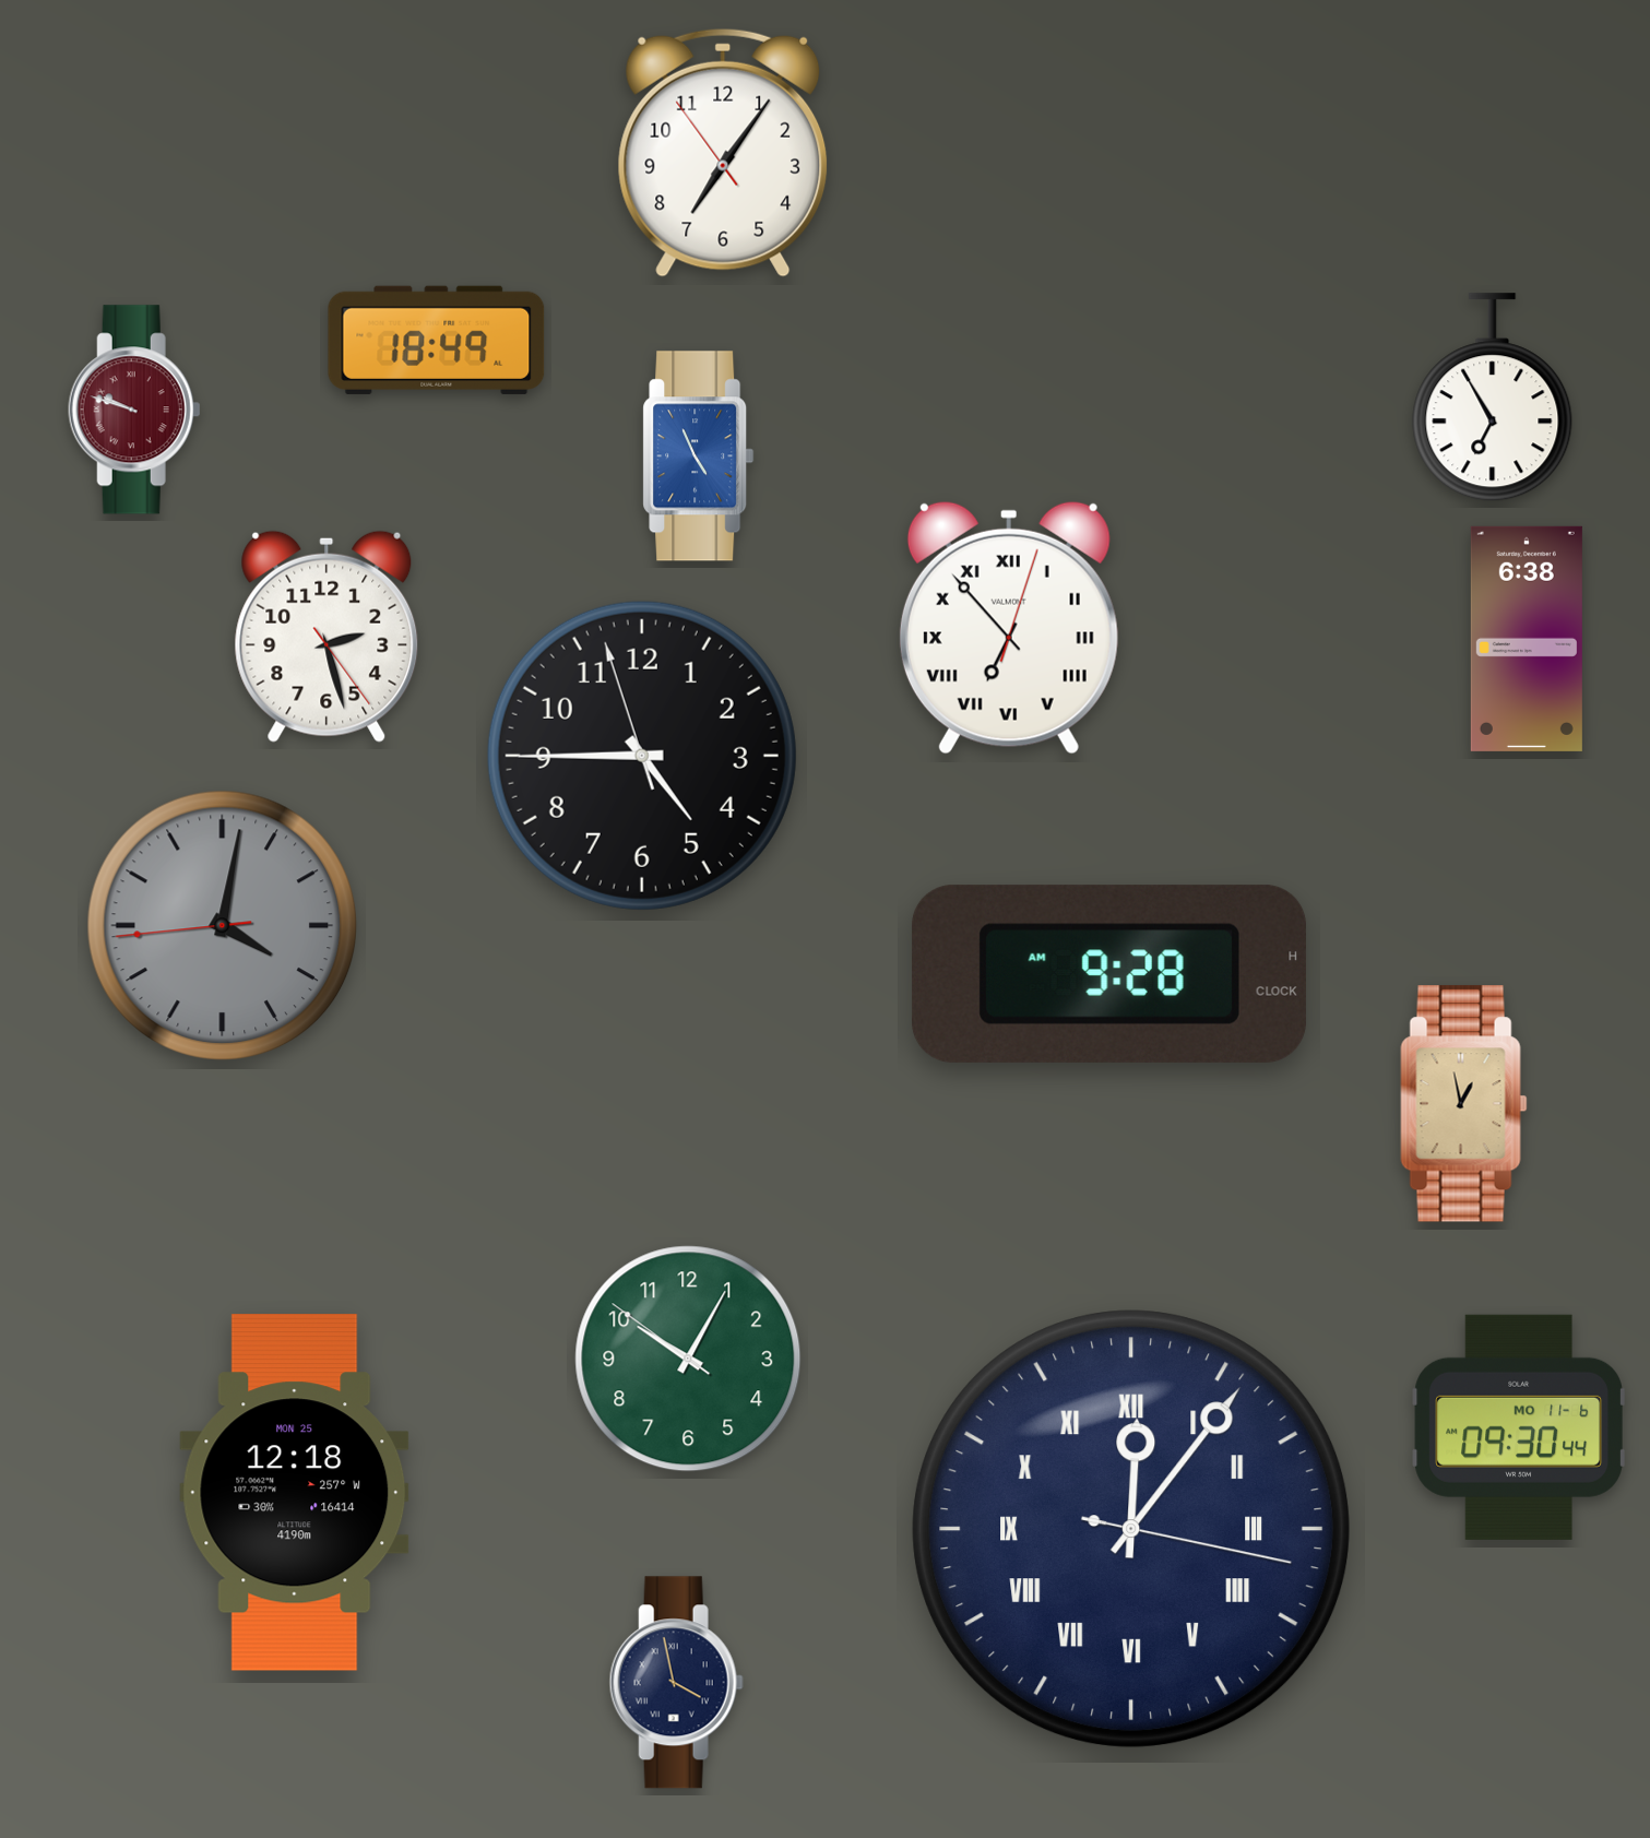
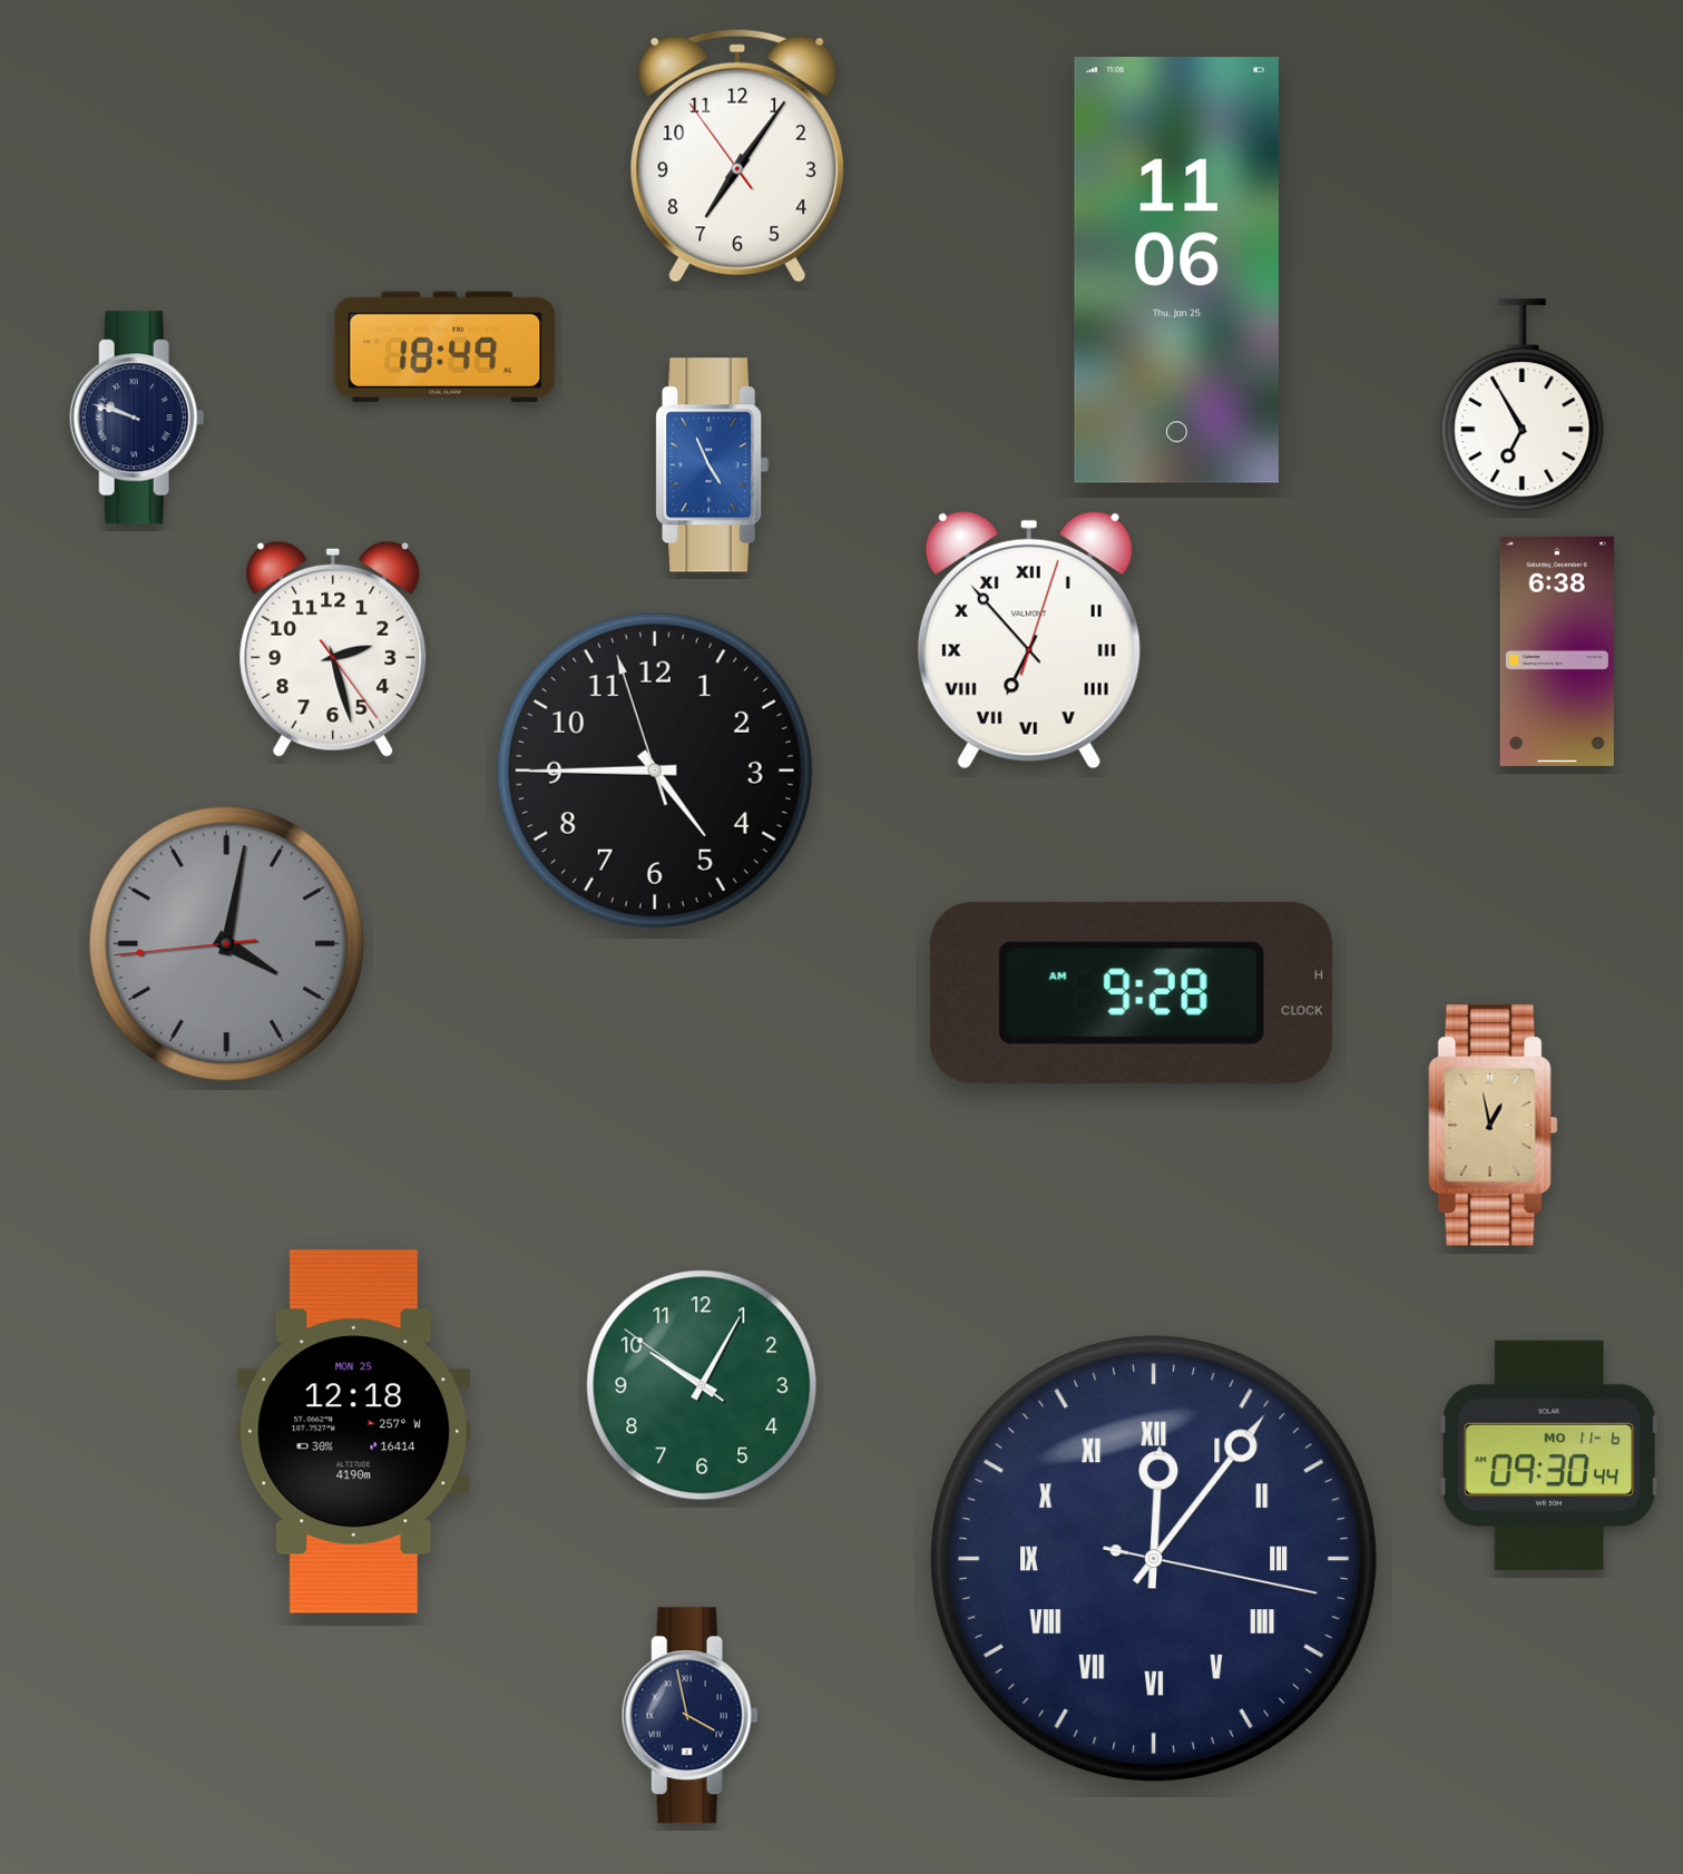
clock at (1176, 271): none -> 11:06
clock at (134, 410) dial: burgundy -> navy
clock at (295, 1493) position: (295, 1493) -> (354, 1432)
